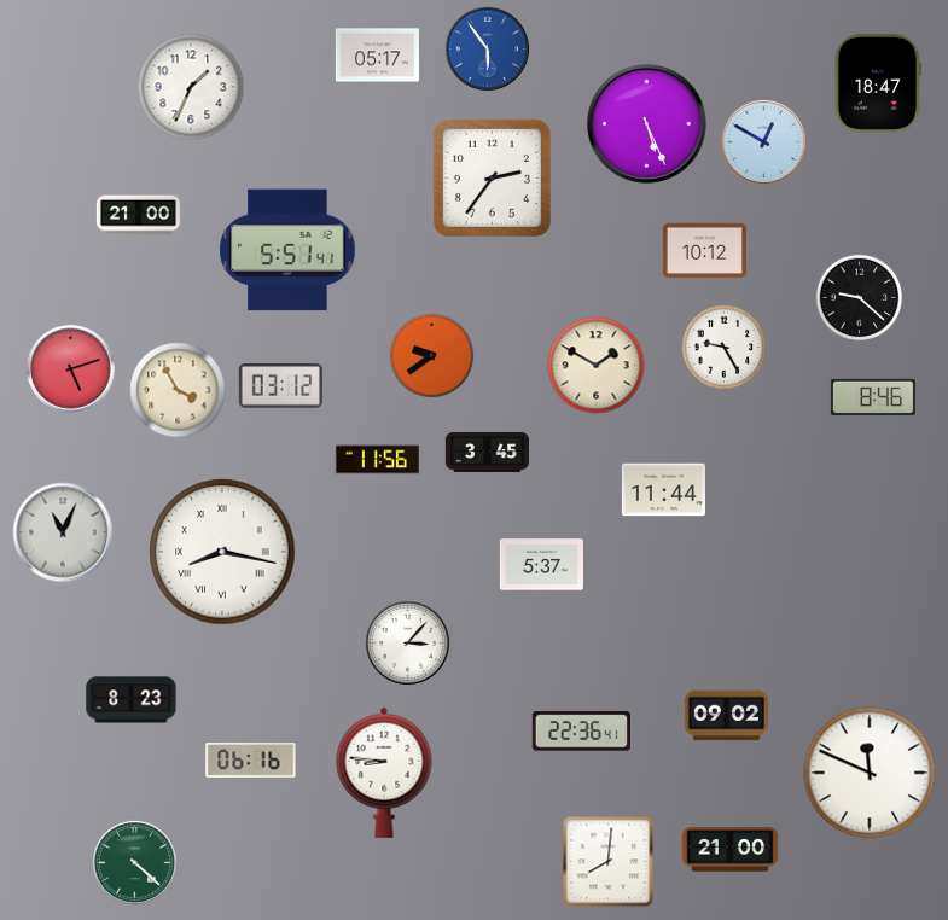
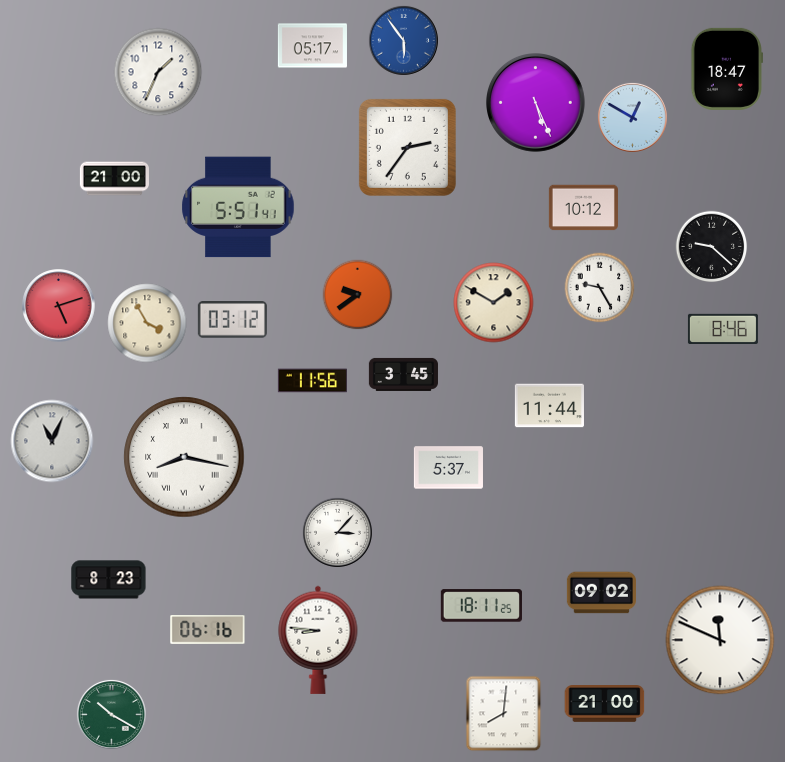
clock at (581, 732): 22:36 -> 18:11
clock at (134, 862): 4:22 -> 10:20
